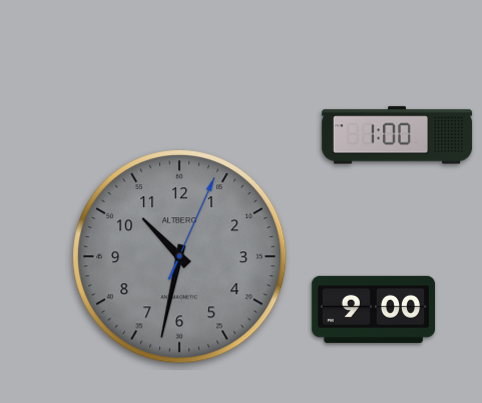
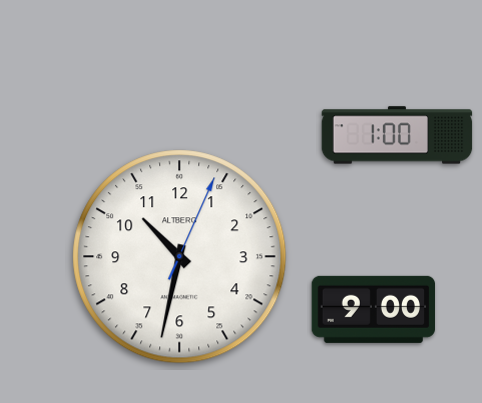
clock at (180, 257) dial: grey -> white
